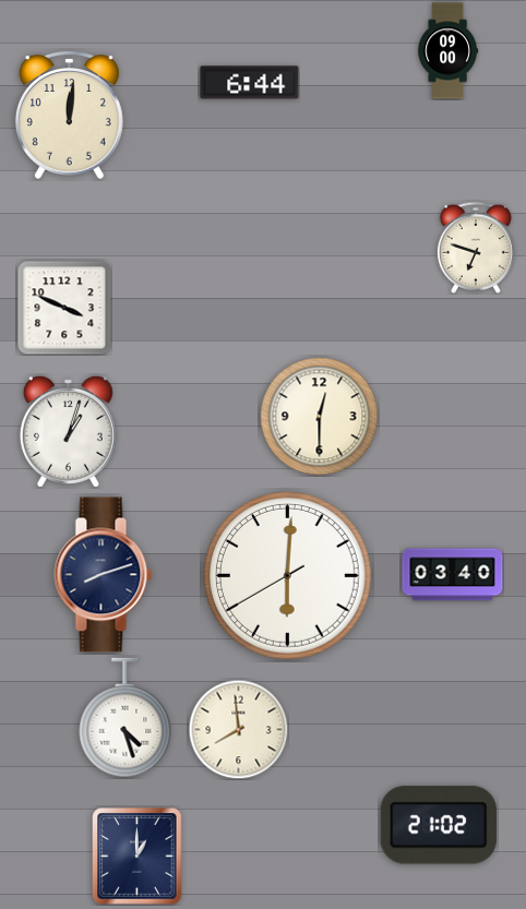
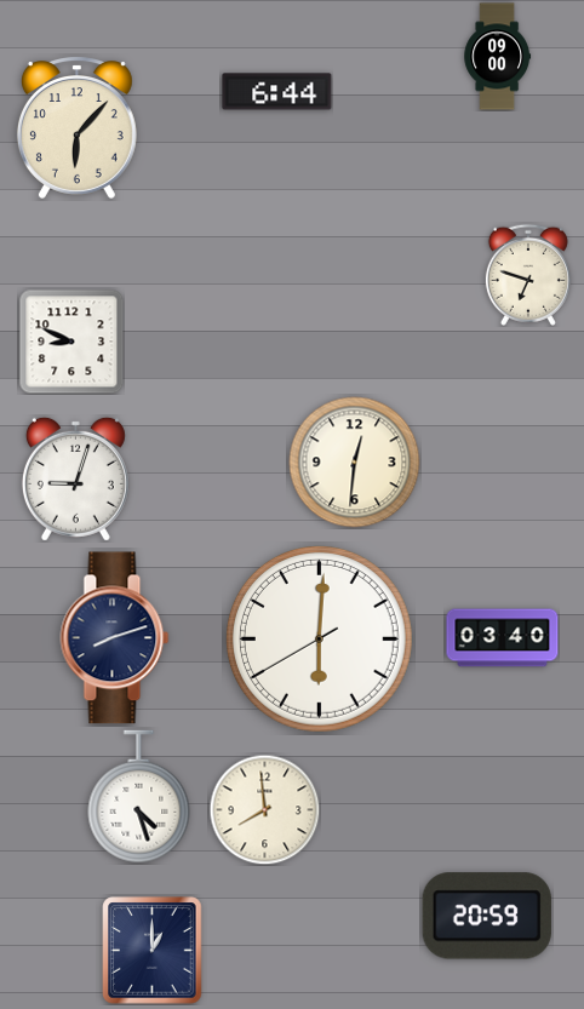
clock at (69, 115): 12:01 -> 6:07
clock at (64, 308): 3:49 -> 8:49
clock at (320, 417): 12:30 -> 12:31
clock at (68, 431): 1:03 -> 9:03
clock at (439, 825): 21:02 -> 20:59
